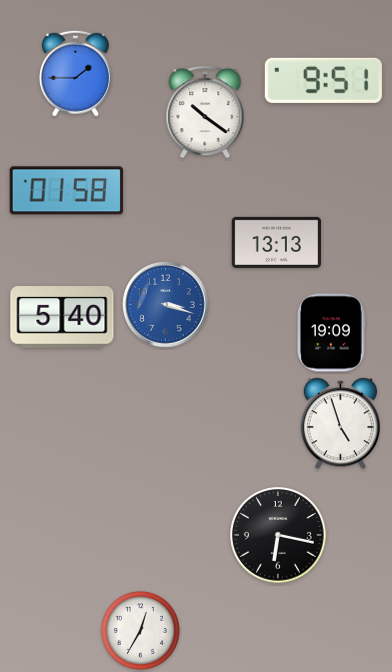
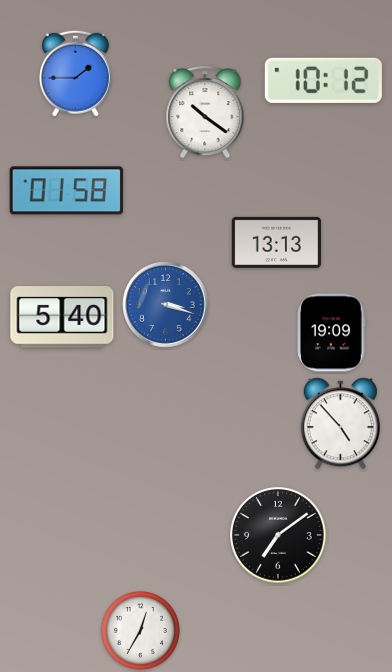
clock at (323, 80): 9:51 -> 10:12
clock at (340, 424): 4:57 -> 4:53
clock at (278, 535): 6:17 -> 7:09
